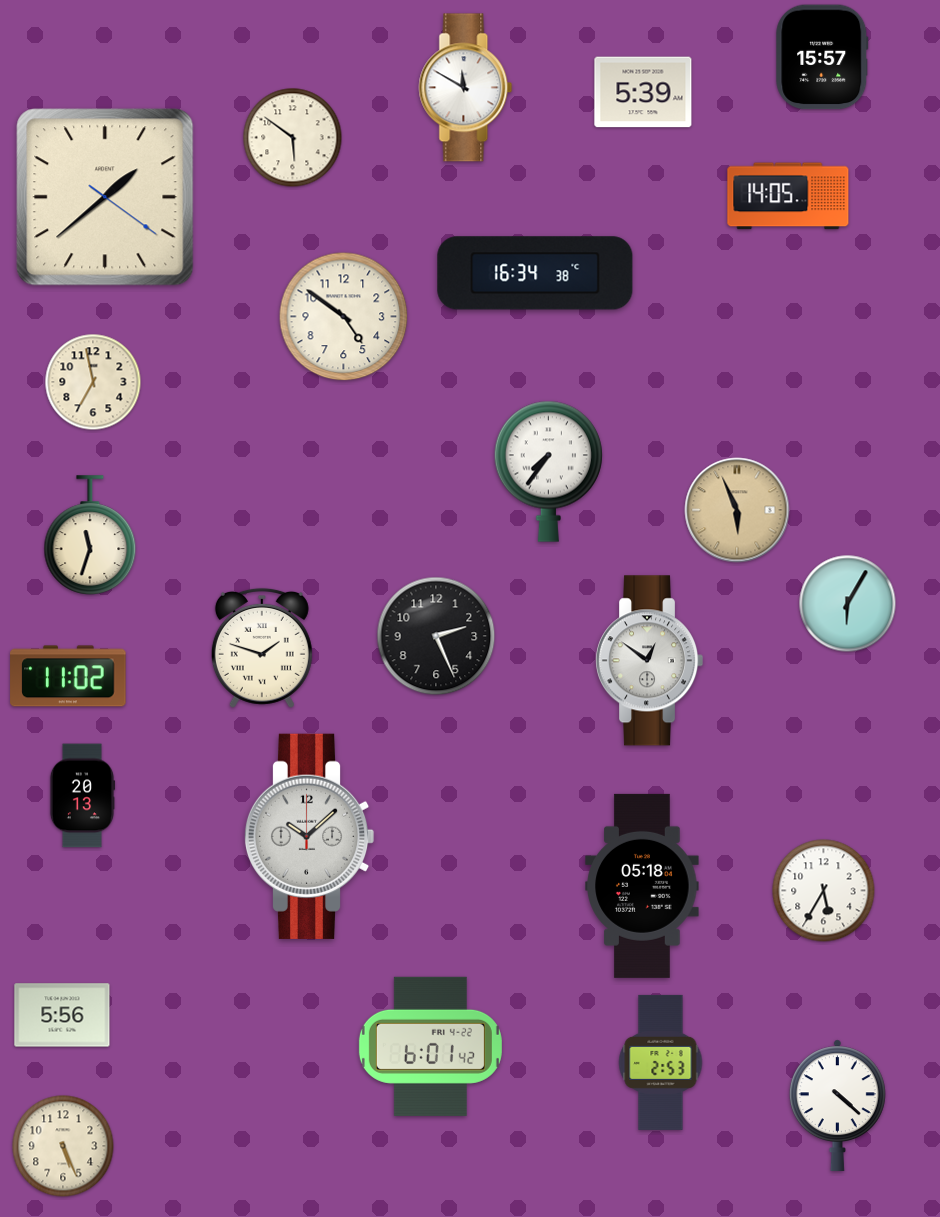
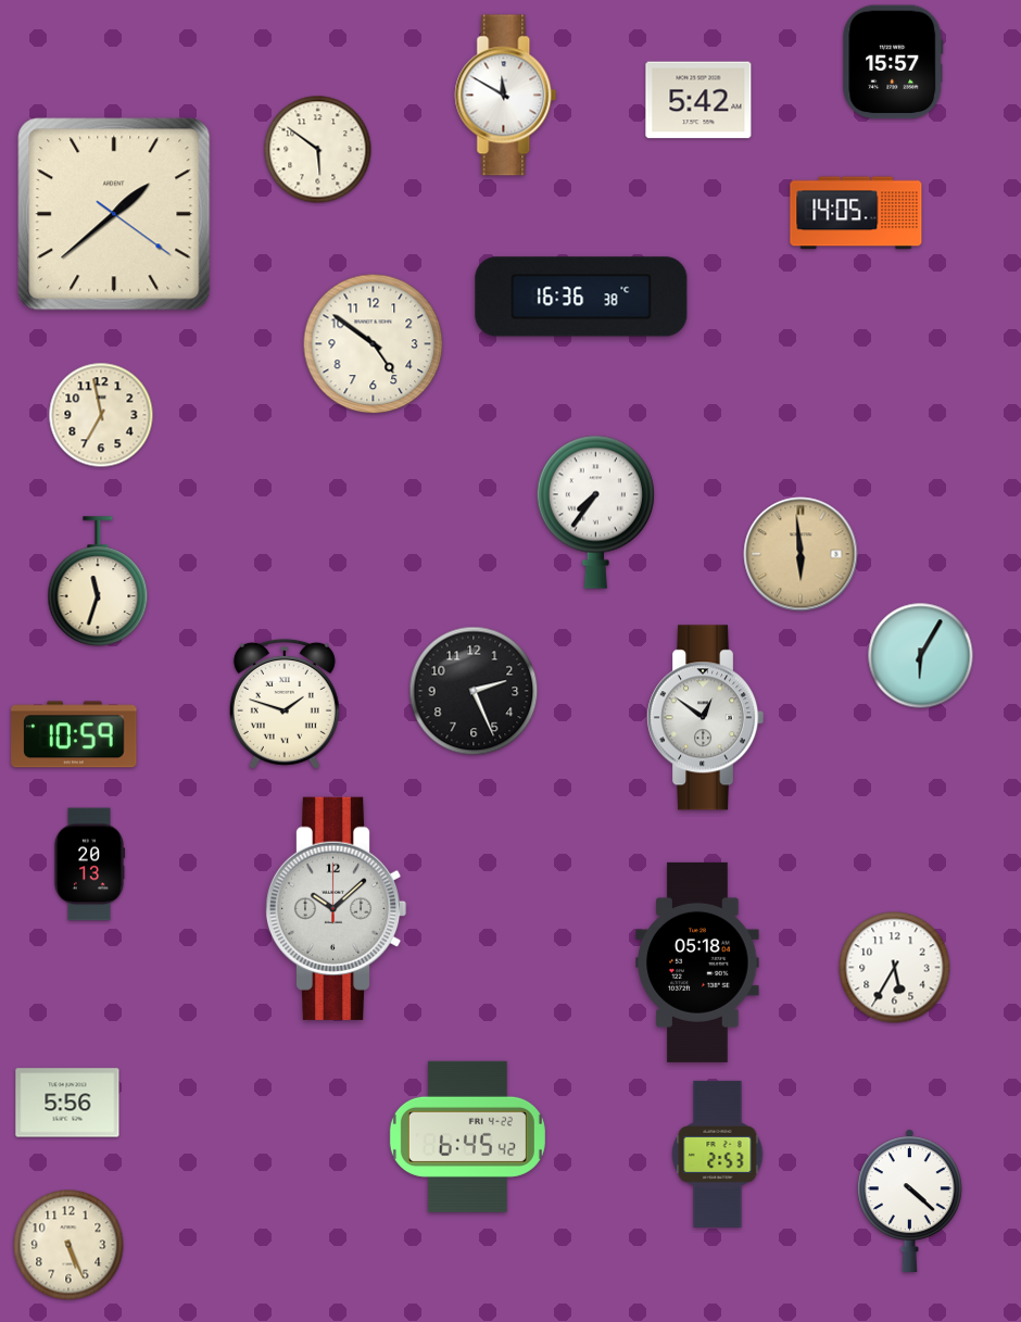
clock at (643, 92): 5:39 -> 5:42
clock at (535, 273): 16:34 -> 16:36
clock at (737, 510): 5:56 -> 5:59
clock at (68, 676): 11:02 -> 10:59
clock at (430, 1046): 6:01 -> 6:45
